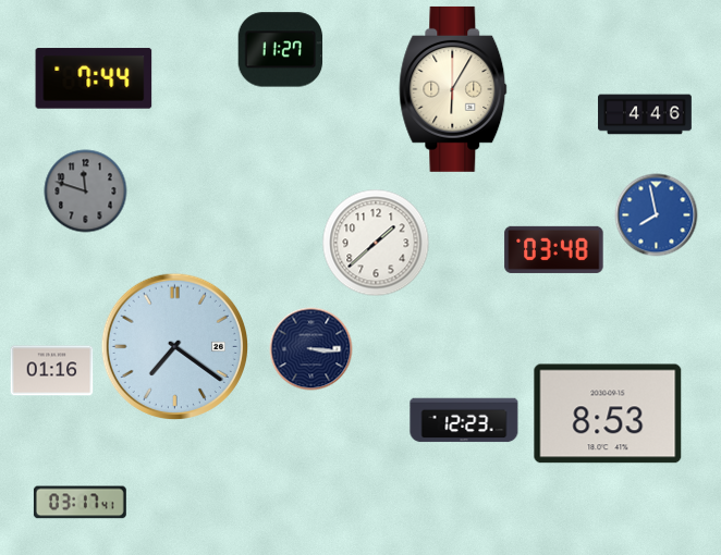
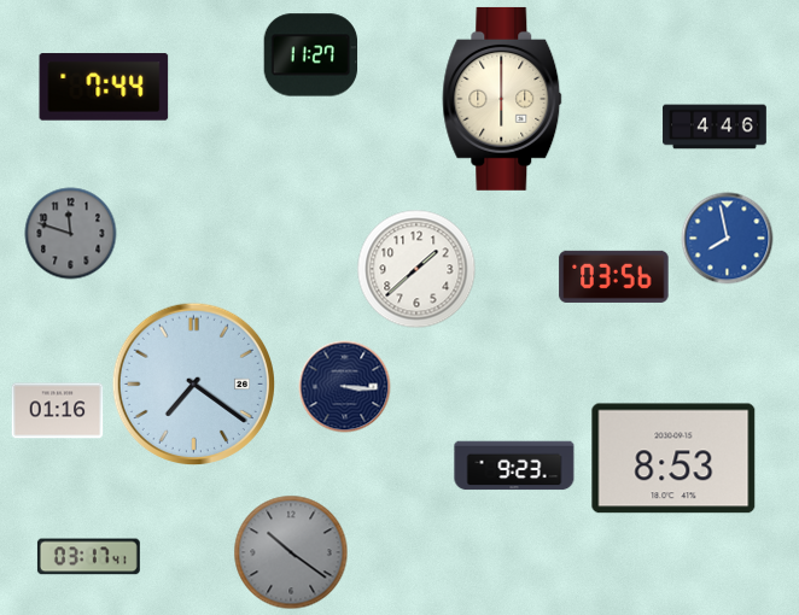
clock at (453, 89): 6:05 -> 6:00
clock at (86, 192) position: (86, 192) -> (71, 234)
clock at (554, 249): 03:48 -> 03:56
clock at (464, 420): 12:23 -> 9:23
clock at (291, 552): none -> 10:21
